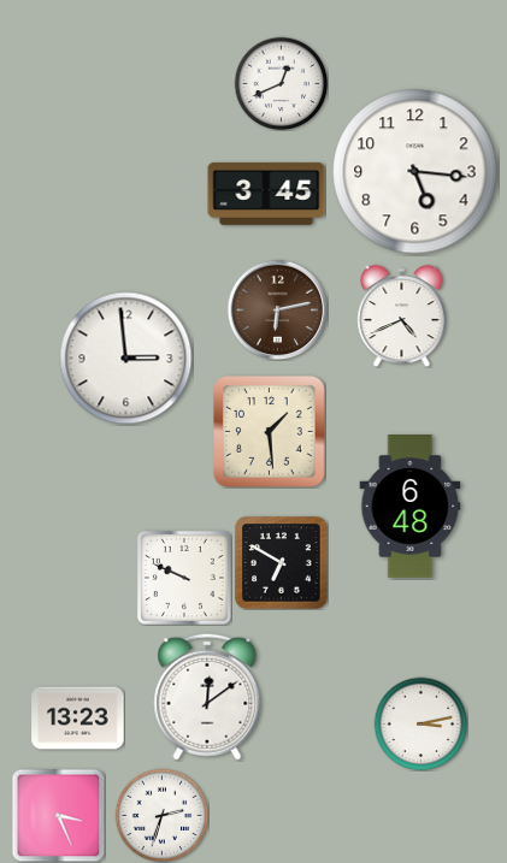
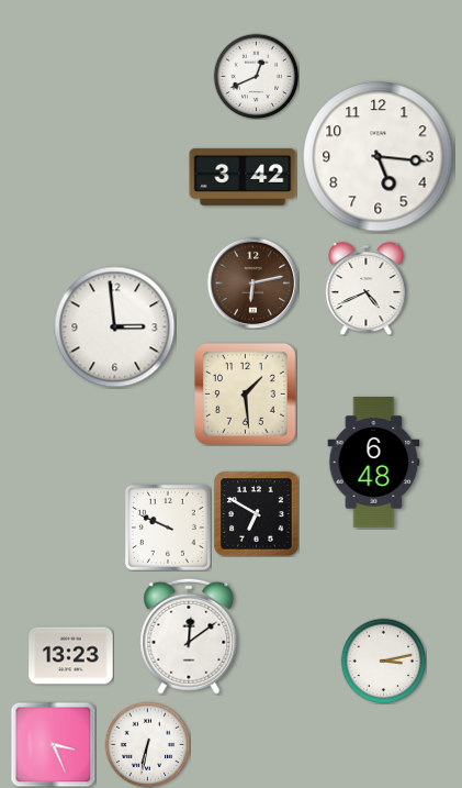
clock at (266, 194): 3:45 -> 3:42
clock at (161, 815): 2:33 -> 6:32
